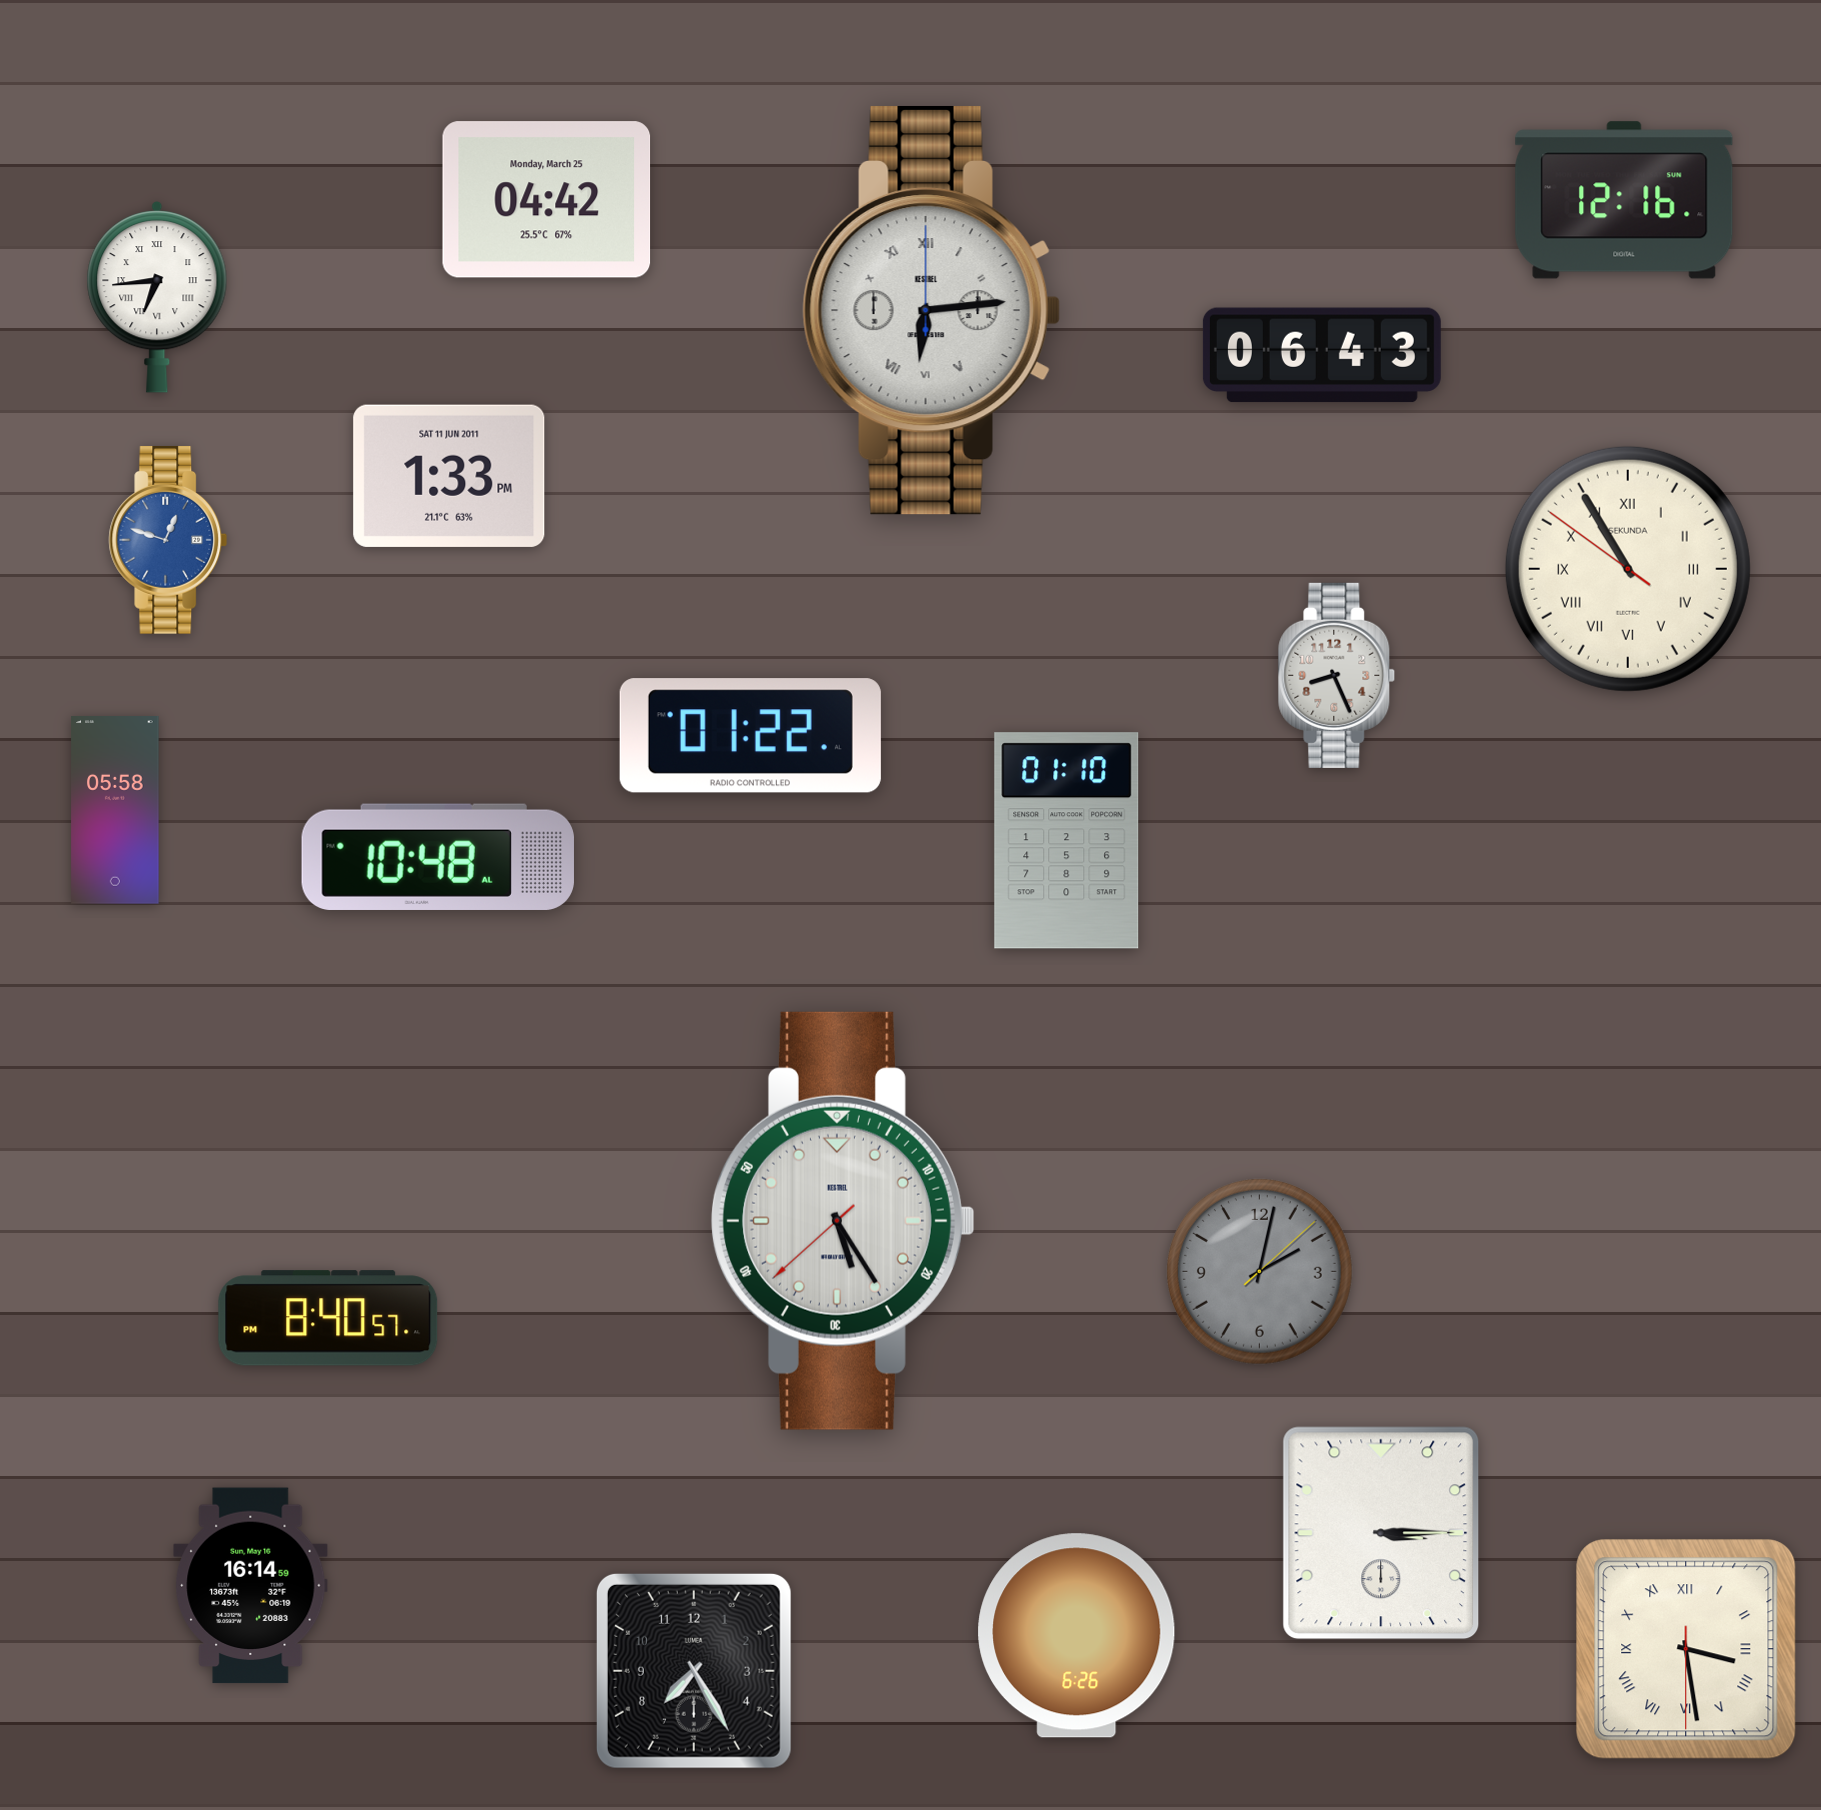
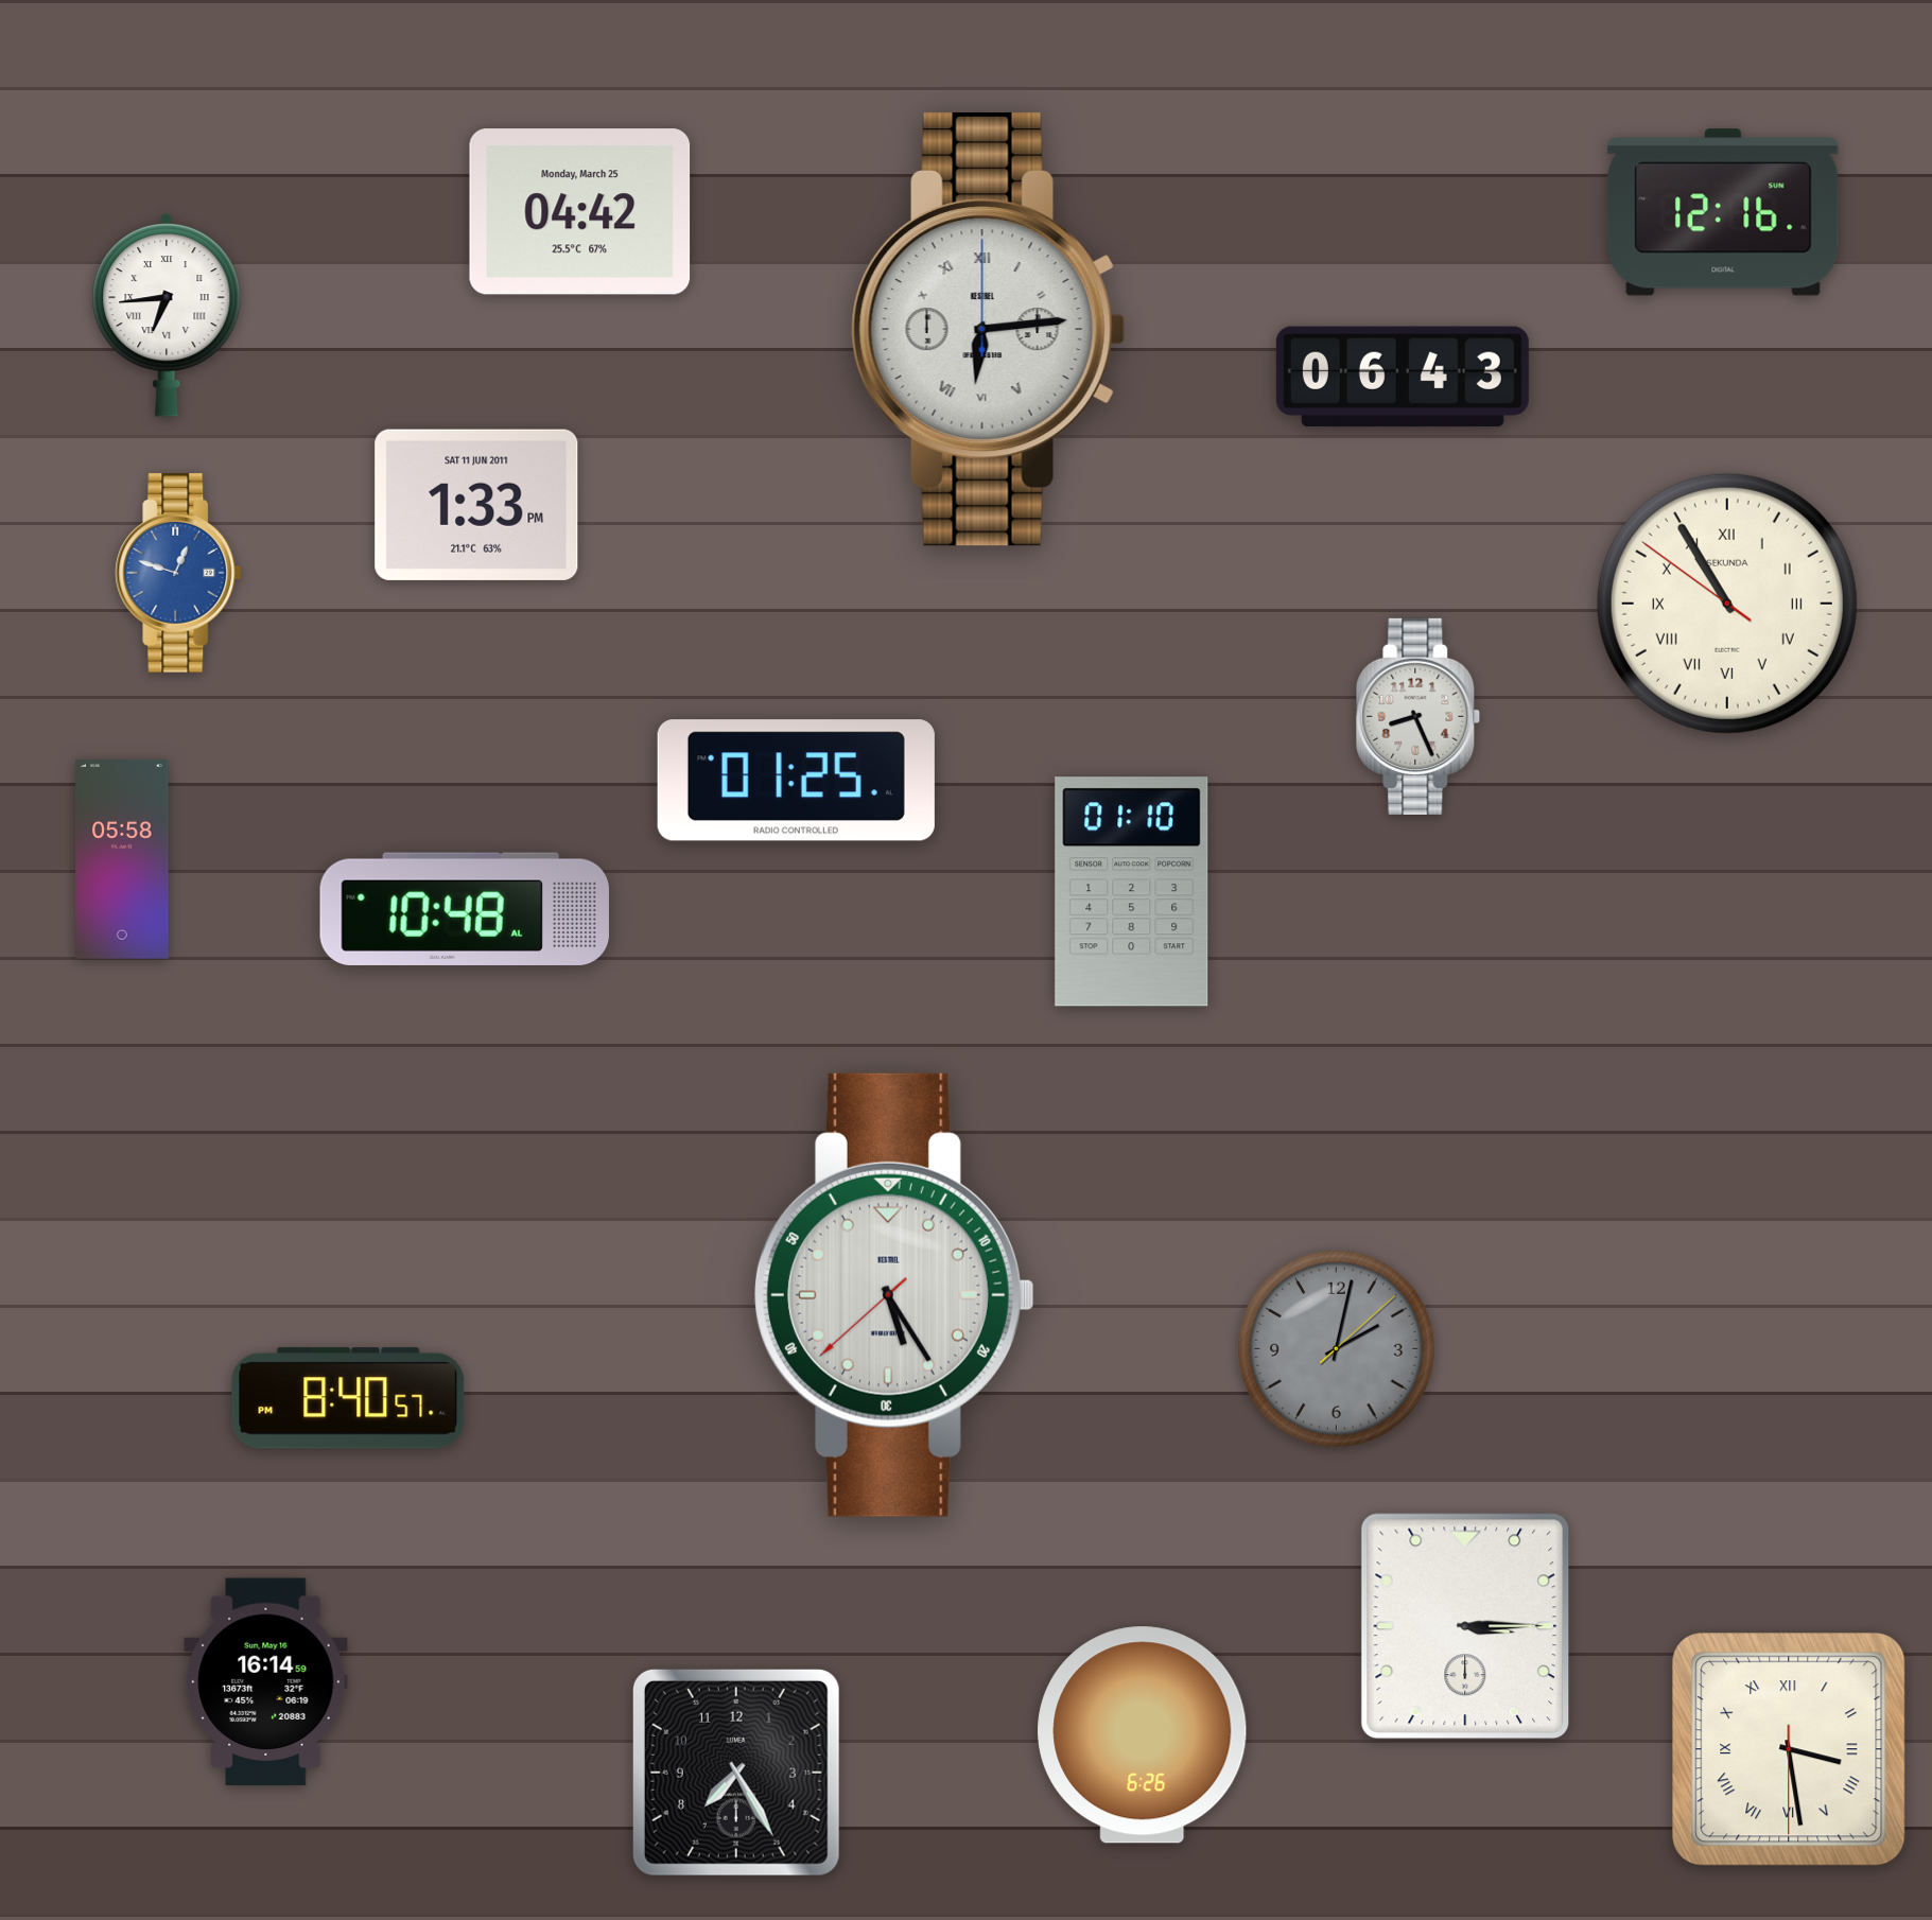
clock at (750, 736): 01:22 -> 01:25
